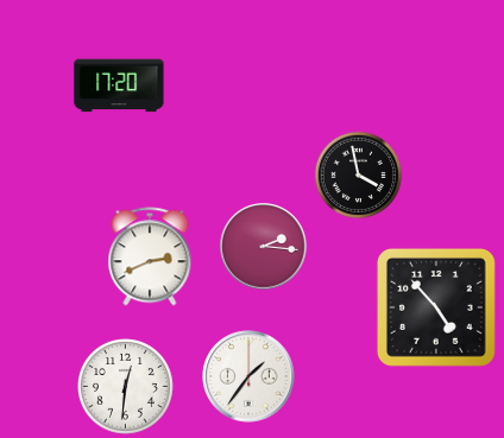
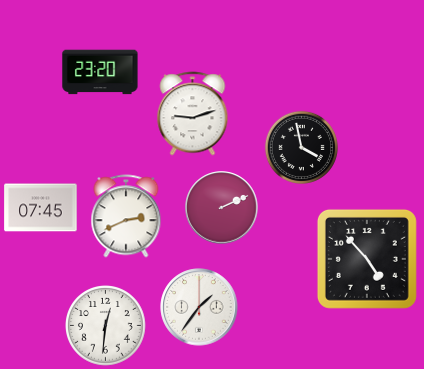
clock at (119, 85): 17:20 -> 23:20
clock at (193, 114): none -> 9:12
clock at (41, 208): none -> 07:45
clock at (264, 247): 2:16 -> 2:11
clock at (248, 376) position: (248, 376) -> (199, 307)
